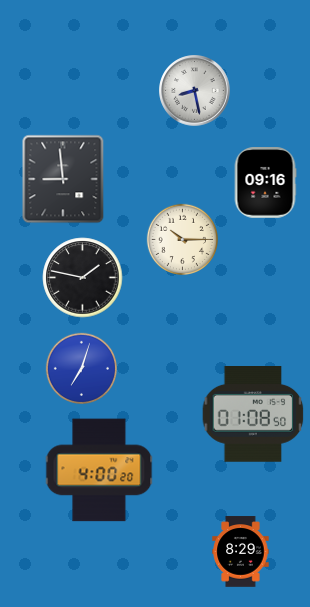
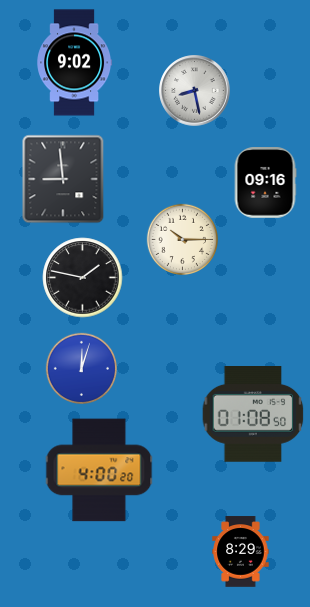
clock at (75, 63): none -> 9:02
clock at (81, 368): 7:03 -> 12:03
